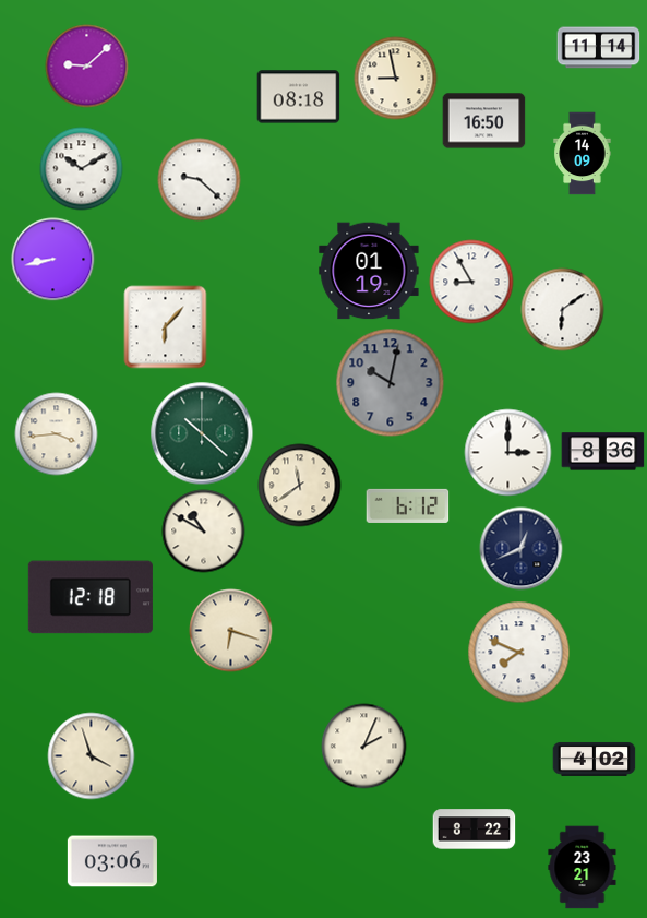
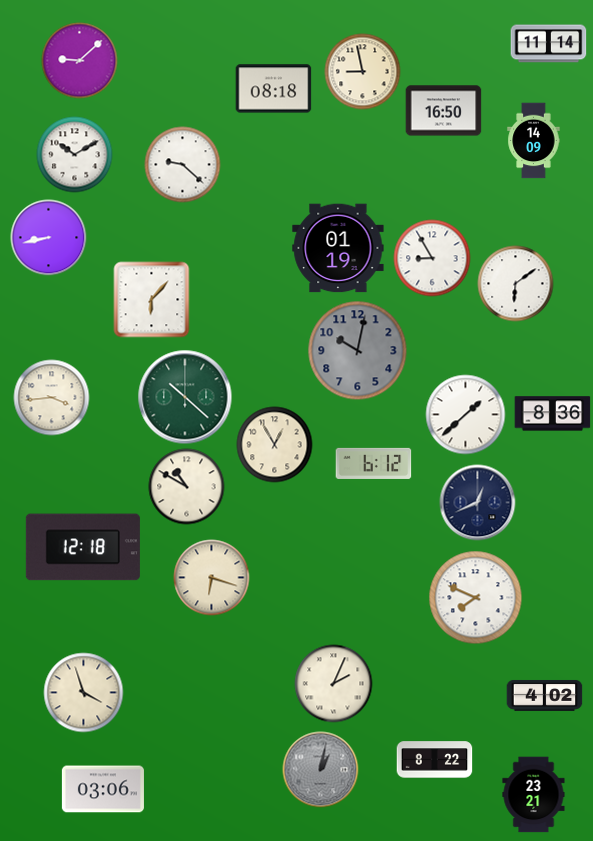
clock at (508, 453): 3:00 -> 1:38
clock at (300, 486): 11:39 -> 12:55
clock at (321, 770): none -> 1:02
